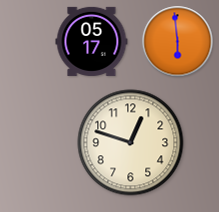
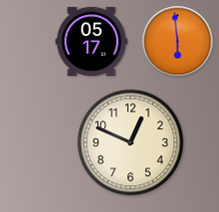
clock at (131, 143): 12:48 -> 12:49
